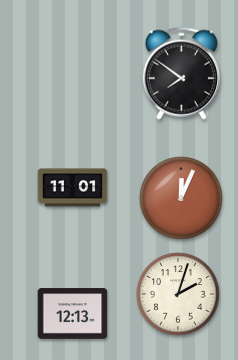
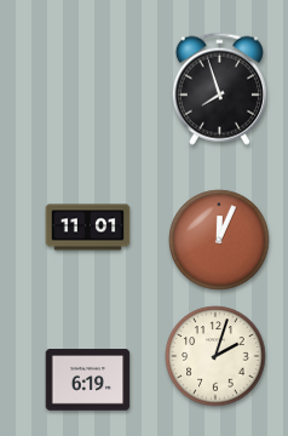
clock at (181, 73): 7:51 -> 7:57
clock at (73, 314): 12:13 -> 6:19
